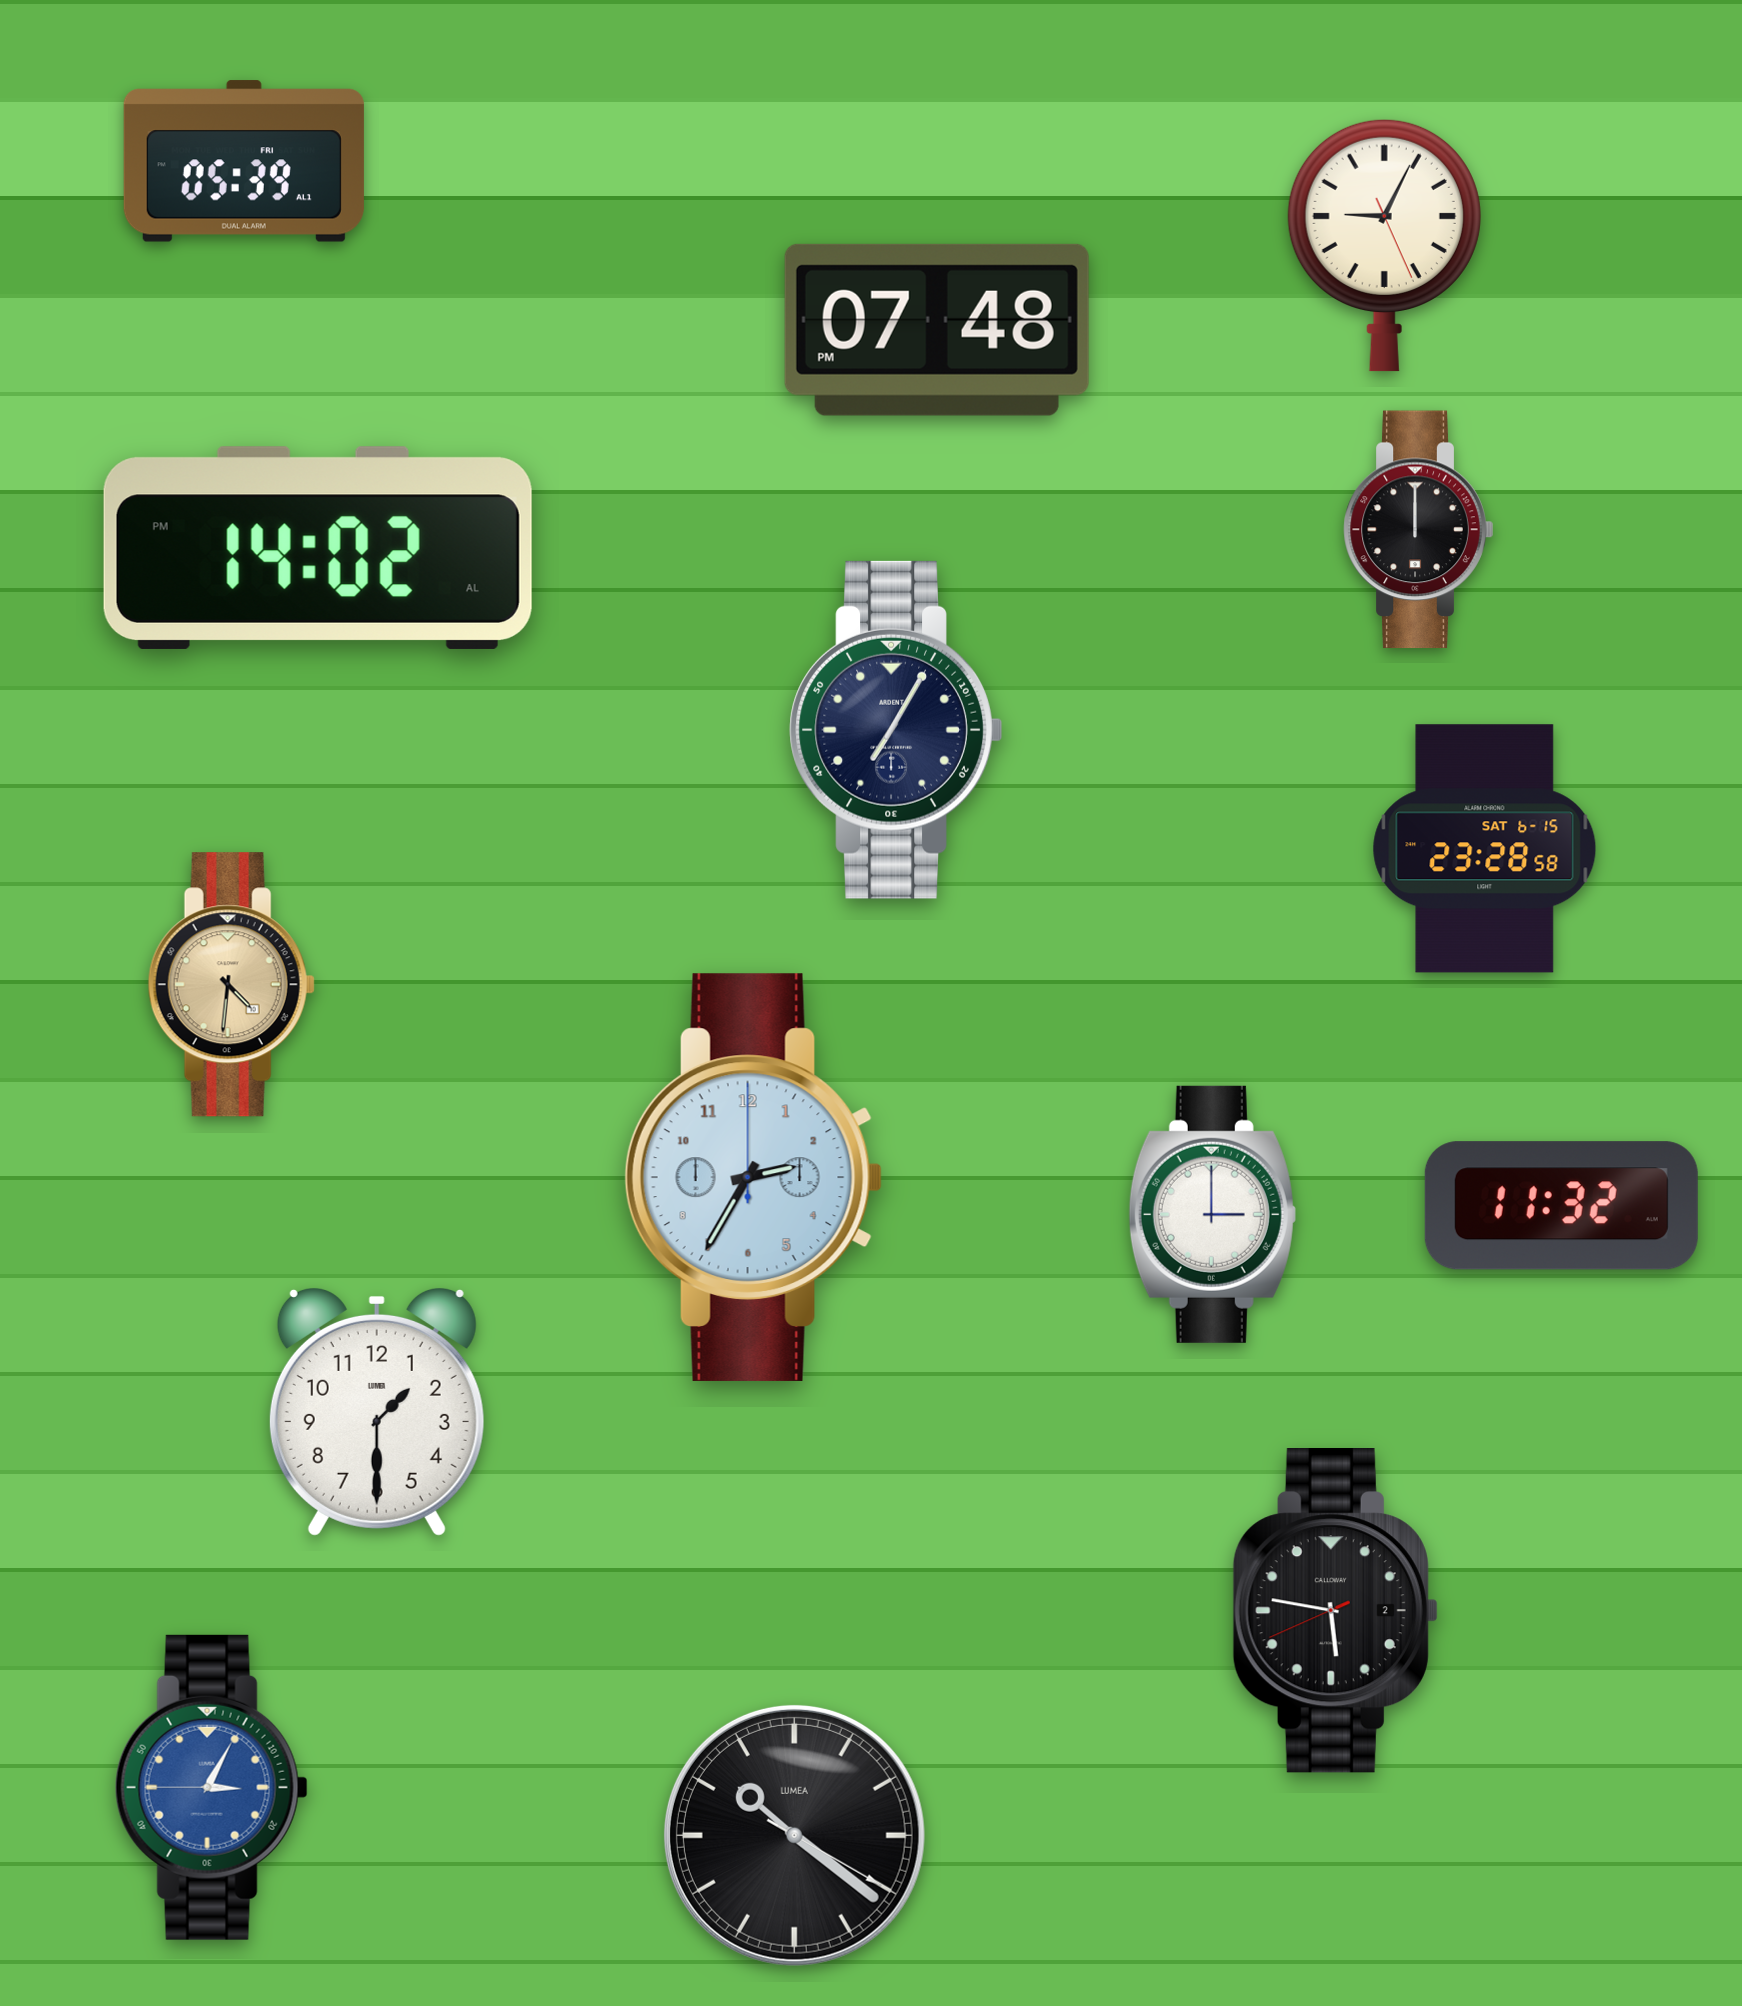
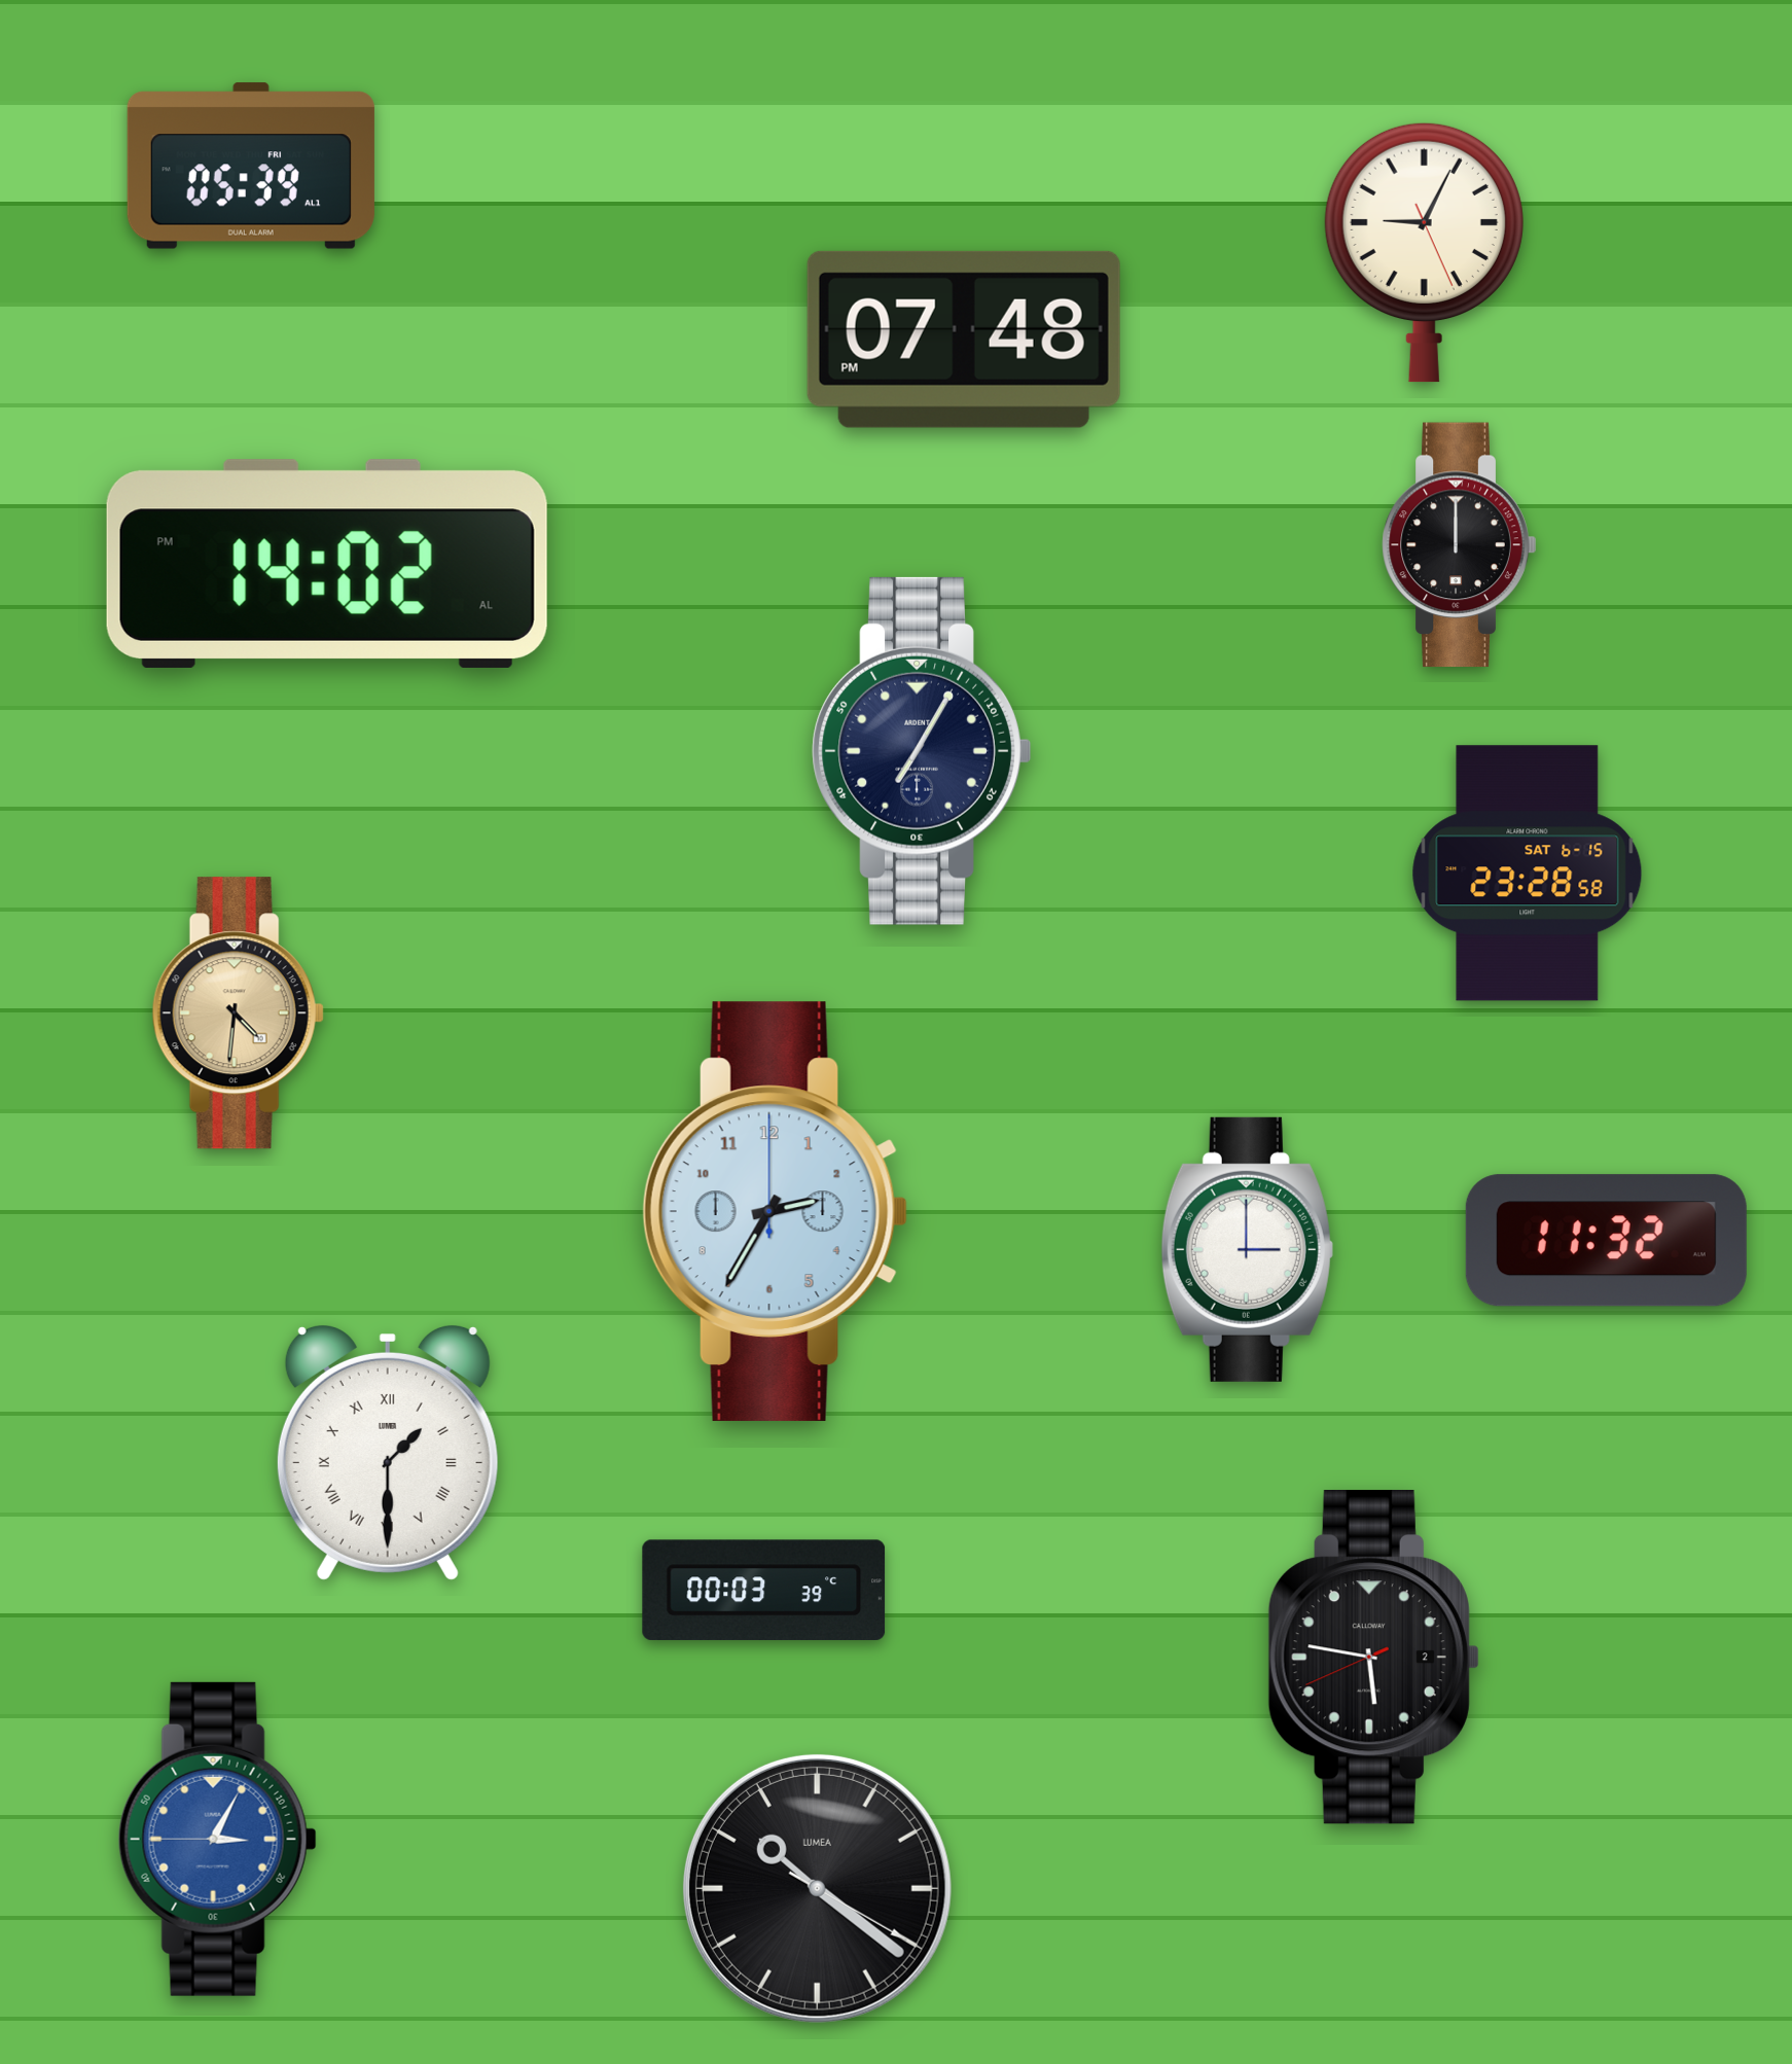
clock at (377, 1412) numerals: Arabic -> Roman
clock at (764, 1590): none -> 00:03
